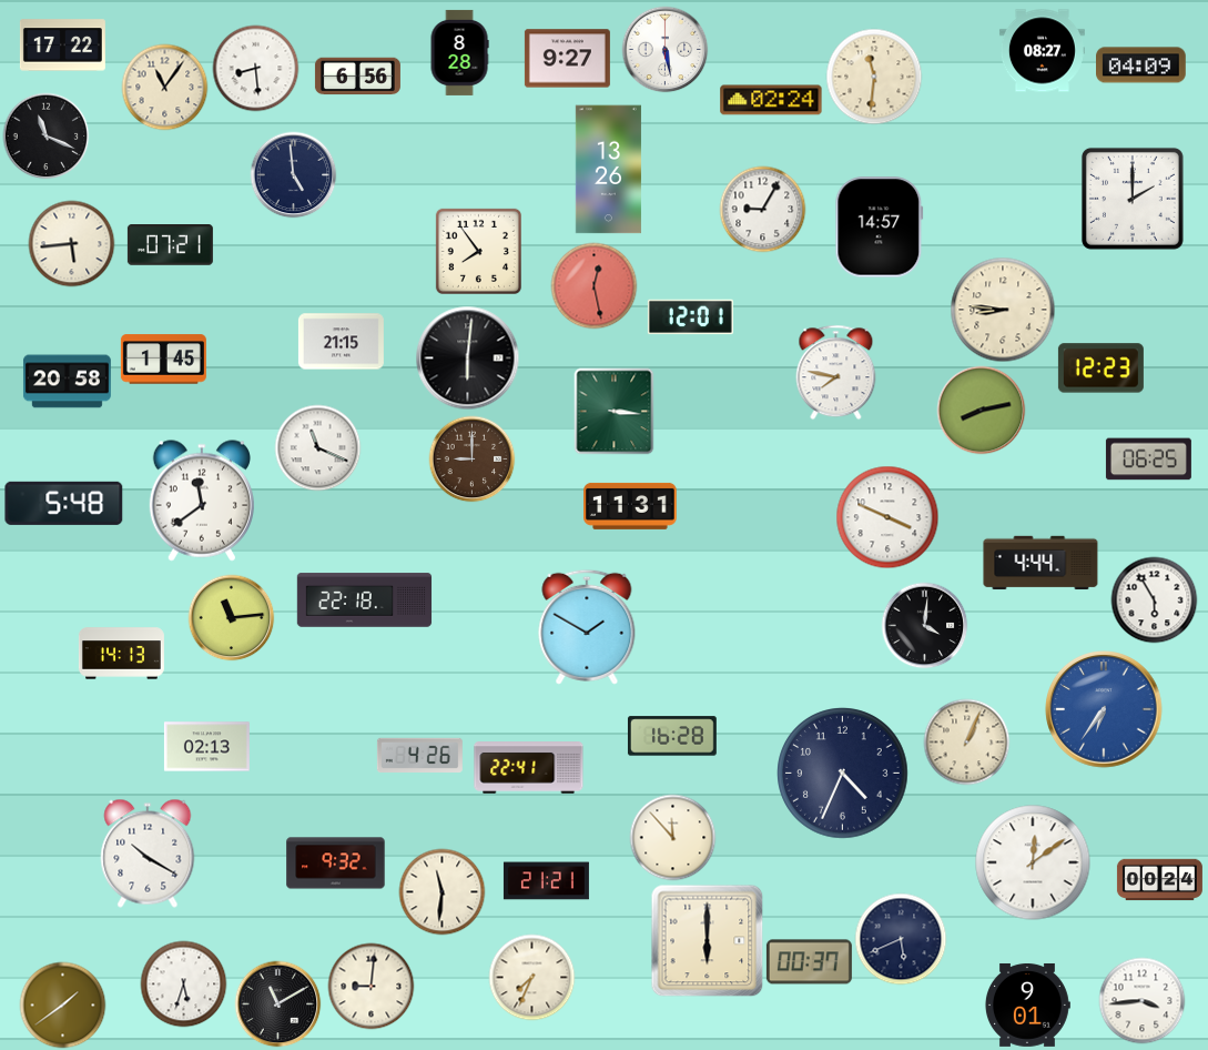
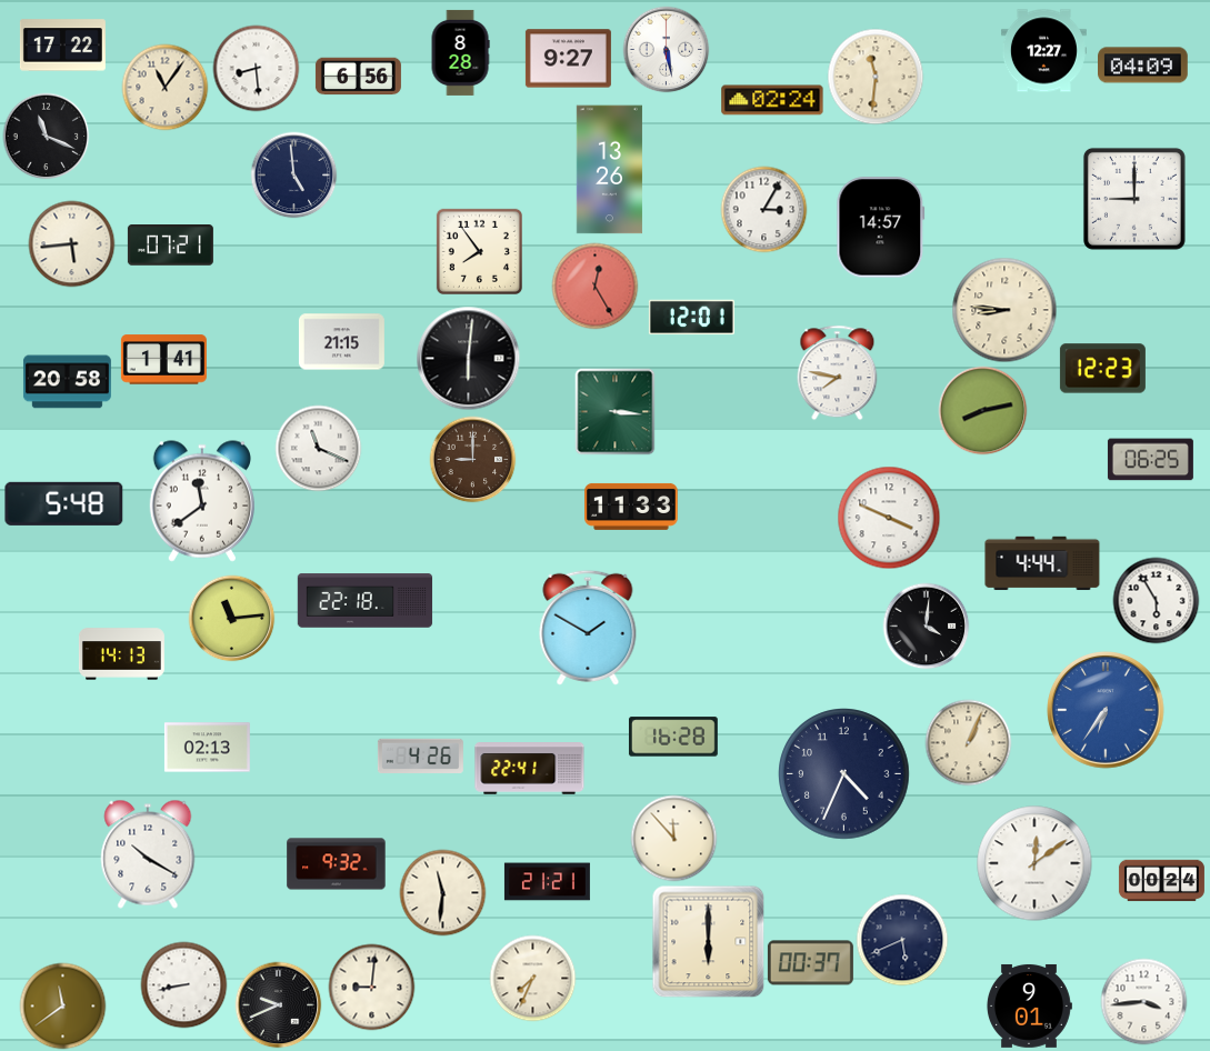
clock at (1042, 51): 08:27 -> 12:27
clock at (1133, 199): 2:00 -> 9:00
clock at (762, 209): 9:05 -> 3:05
clock at (593, 285): 12:28 -> 12:25
clock at (163, 360): 1:45 -> 1:41
clock at (630, 506): 11:31 -> 11:33
clock at (183, 983): 5:33 -> 8:43
clock at (277, 1003): 11:10 -> 9:41
clock at (62, 1004): 1:39 -> 11:39
